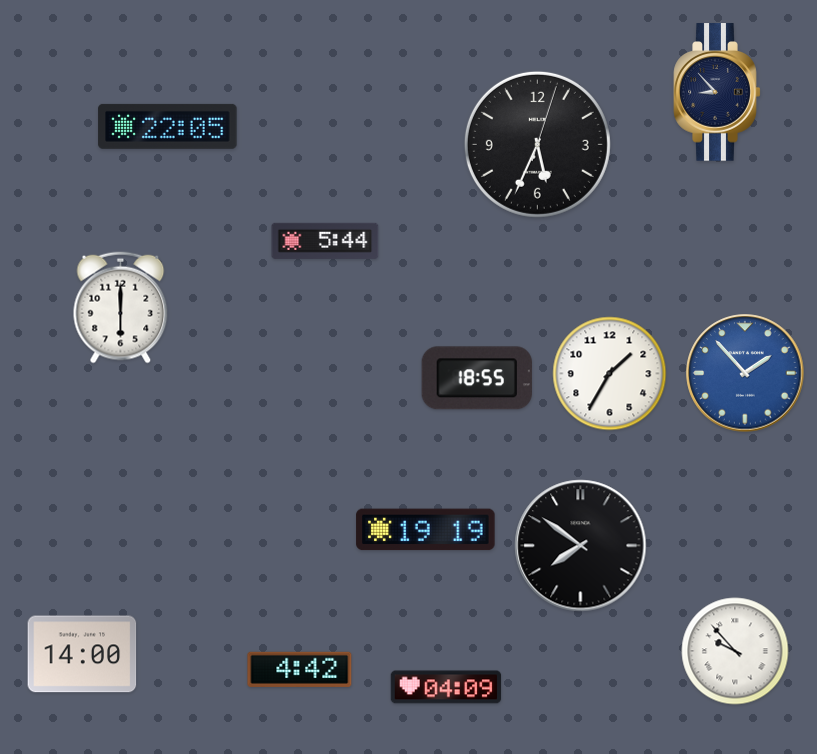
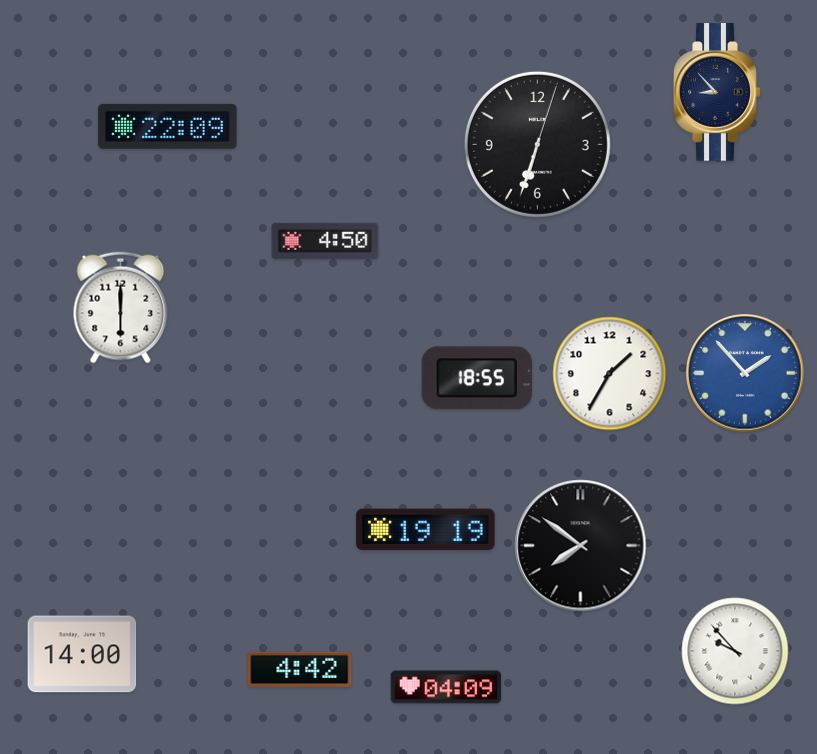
clock at (168, 126): 22:05 -> 22:09
clock at (537, 144): 5:34 -> 6:33
clock at (325, 241): 5:44 -> 4:50
